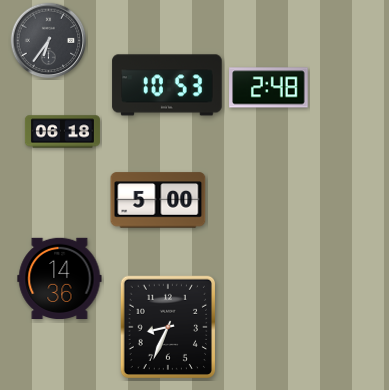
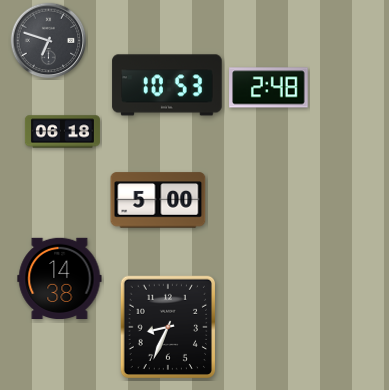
clock at (49, 41): 6:36 -> 6:48
clock at (60, 278): 14:36 -> 14:38
